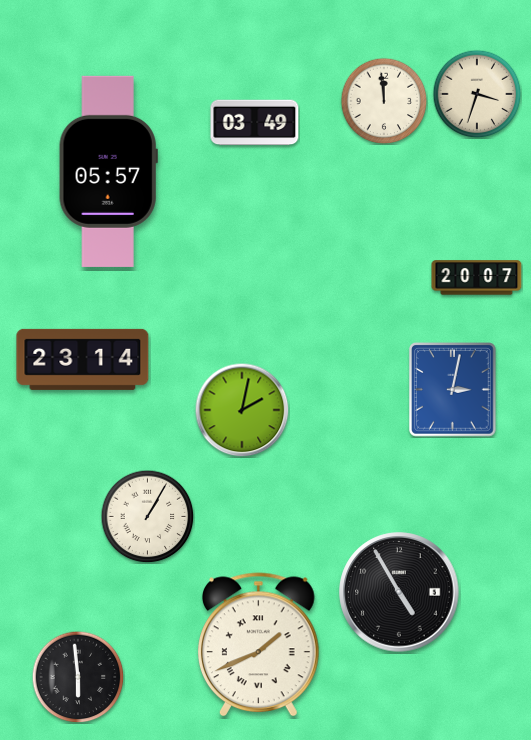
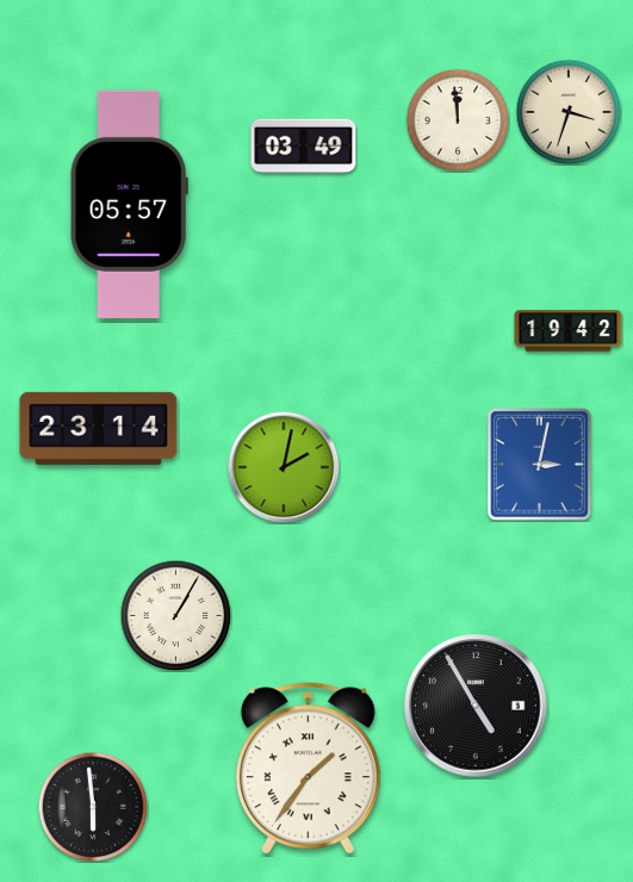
clock at (477, 278): 20:07 -> 19:42
clock at (242, 410) position: (242, 410) -> (284, 467)
clock at (258, 645): 1:41 -> 1:36
